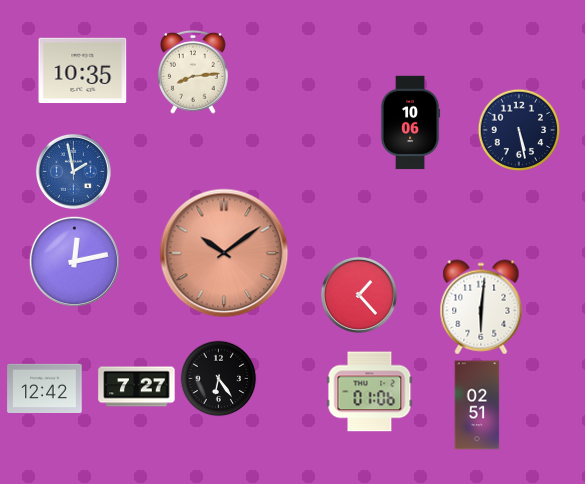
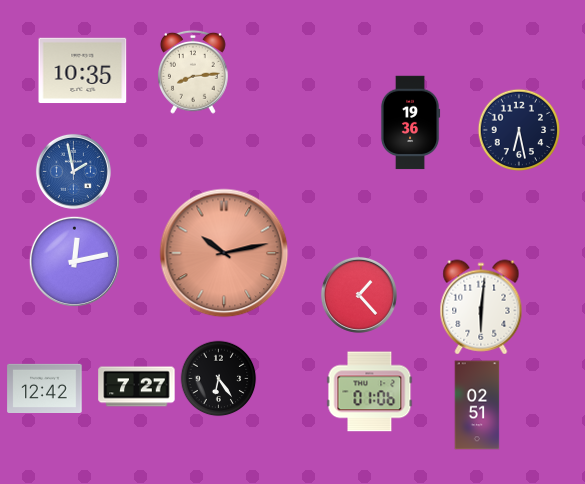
clock at (410, 123): 10:06 -> 19:36
clock at (519, 130): 5:28 -> 6:28
clock at (224, 253): 10:09 -> 10:13
